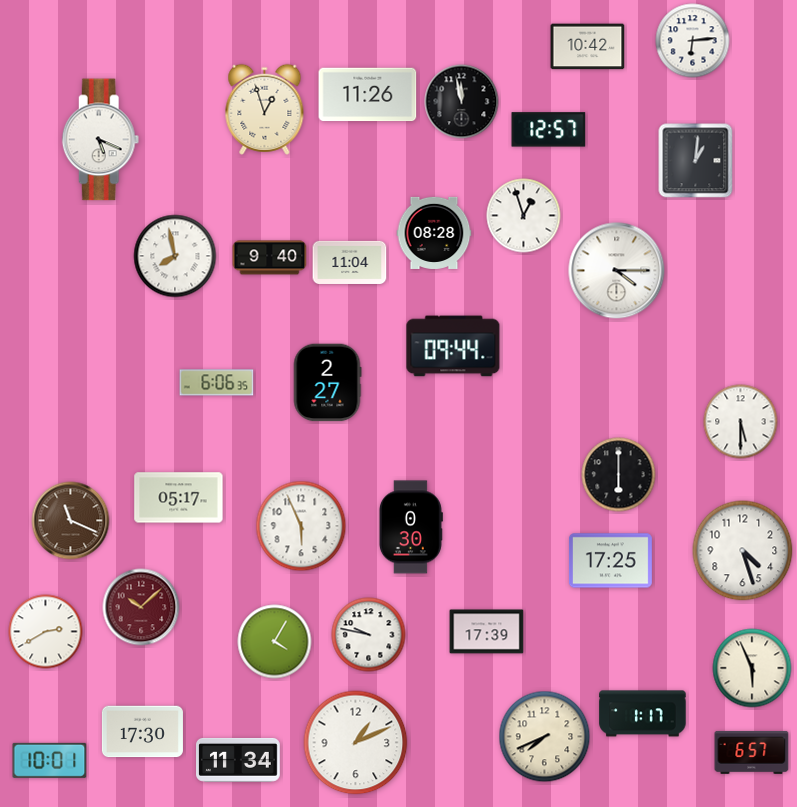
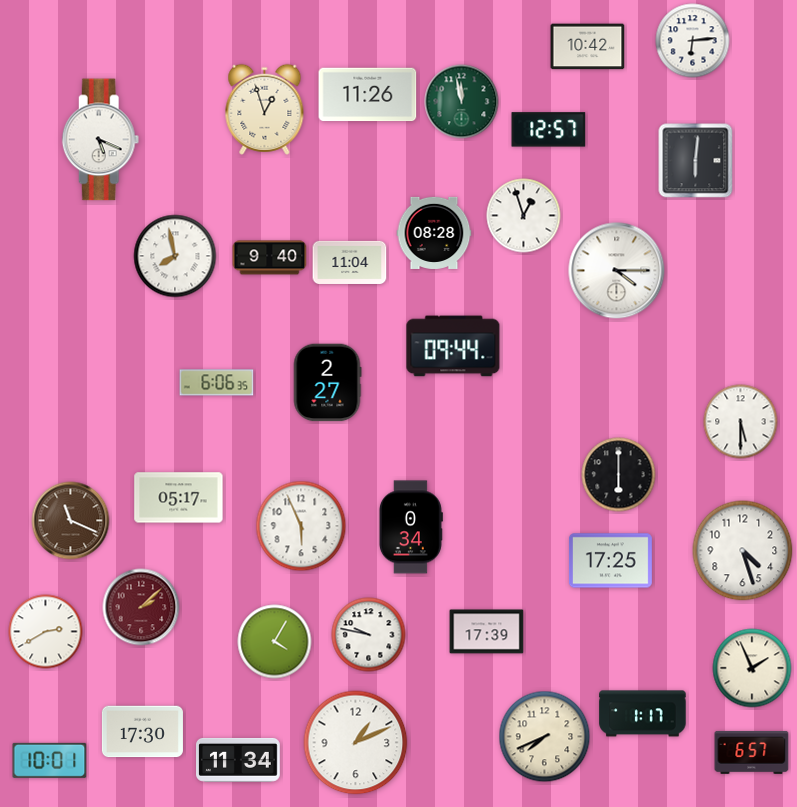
clock at (462, 102) dial: black -> green
clock at (696, 161): 1:01 -> 6:01
clock at (410, 527): 0:30 -> 0:34
clock at (141, 607): 10:08 -> 2:08
clock at (752, 668): 5:56 -> 1:56
